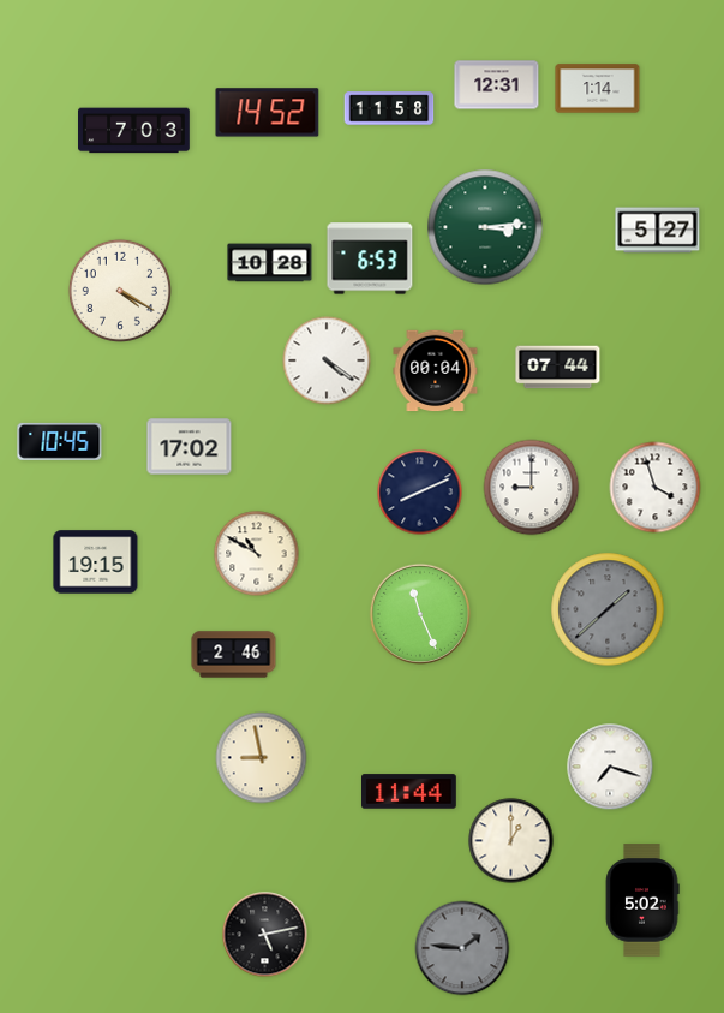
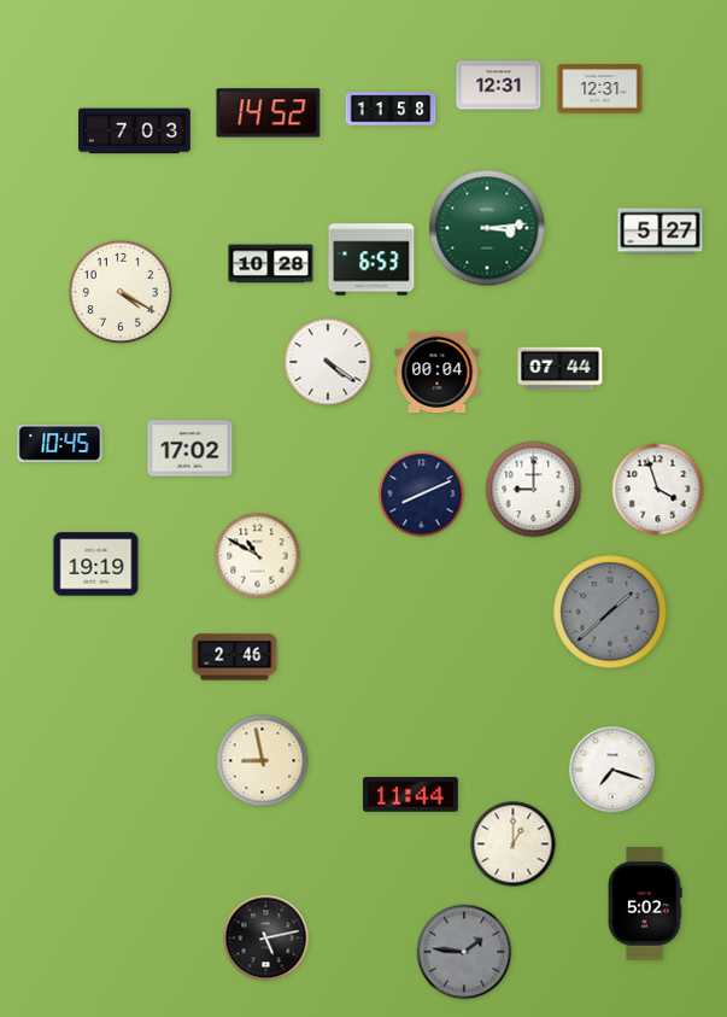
clock at (598, 89): 1:14 -> 12:31
clock at (96, 562): 19:15 -> 19:19
clock at (419, 613): 11:26 -> none
